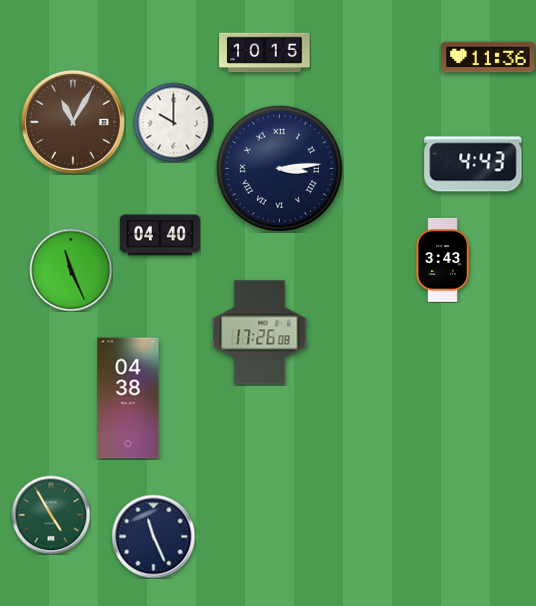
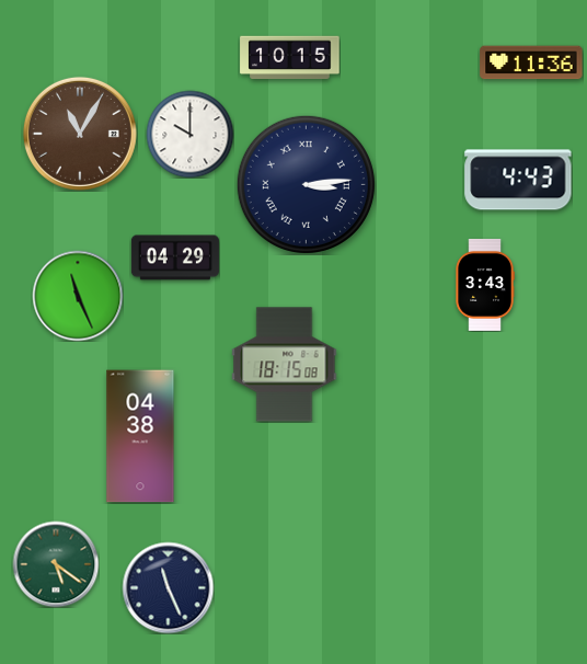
clock at (488, 57) position: (488, 57) -> (531, 62)
clock at (160, 235): 04:40 -> 04:29
clock at (260, 333): 17:26 -> 18:15
clock at (51, 515): 4:55 -> 5:21
